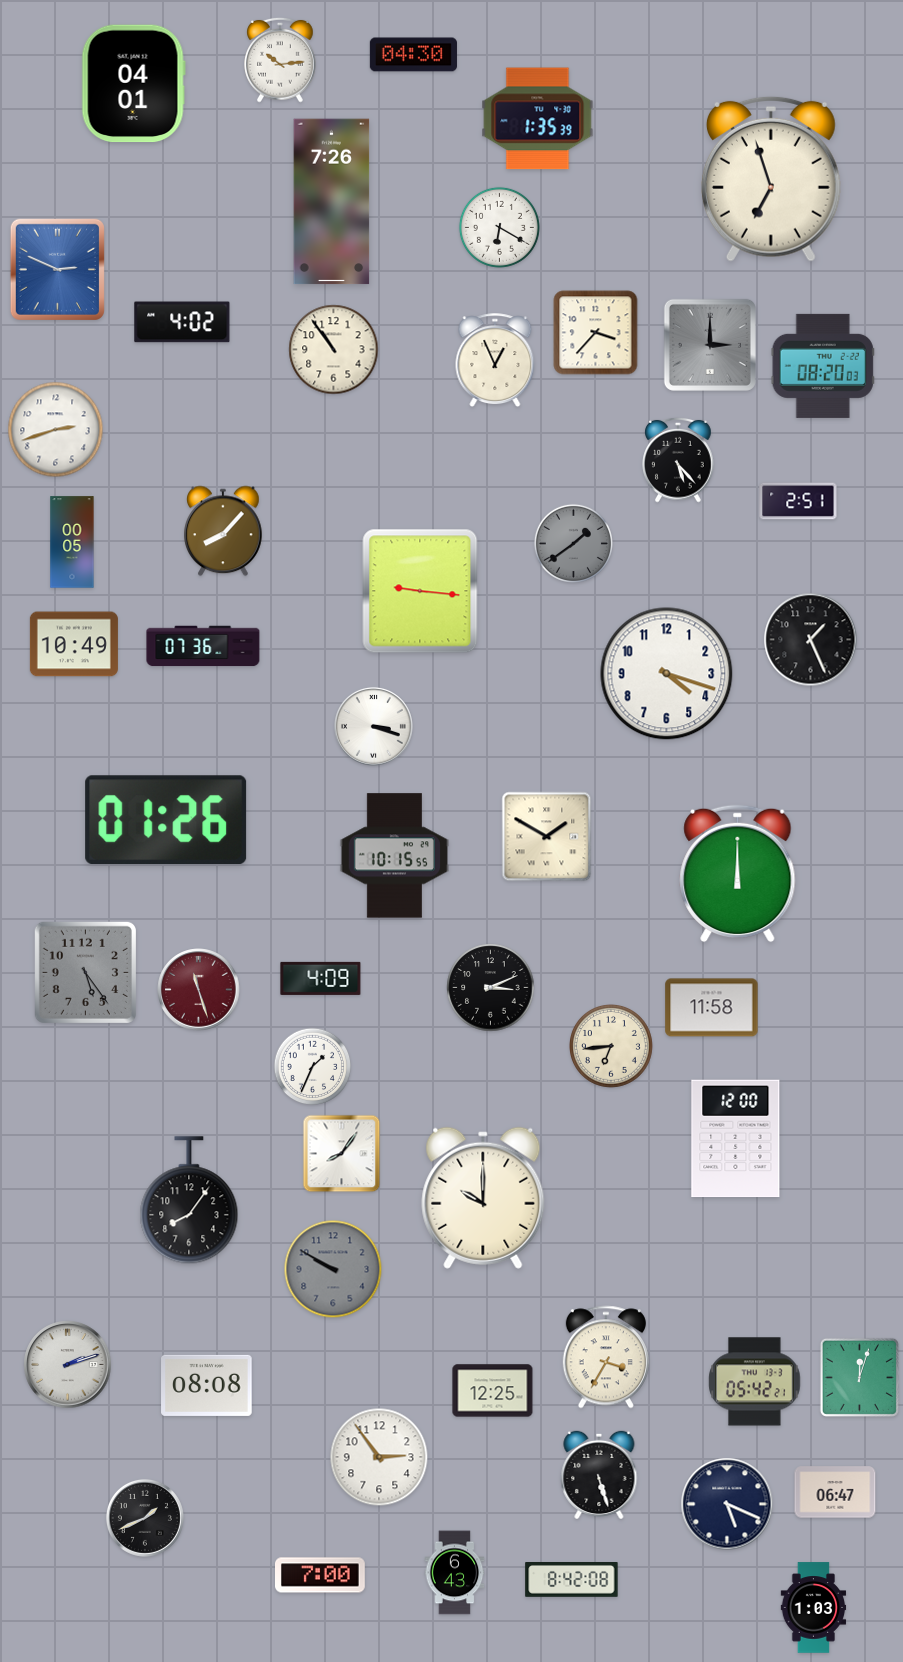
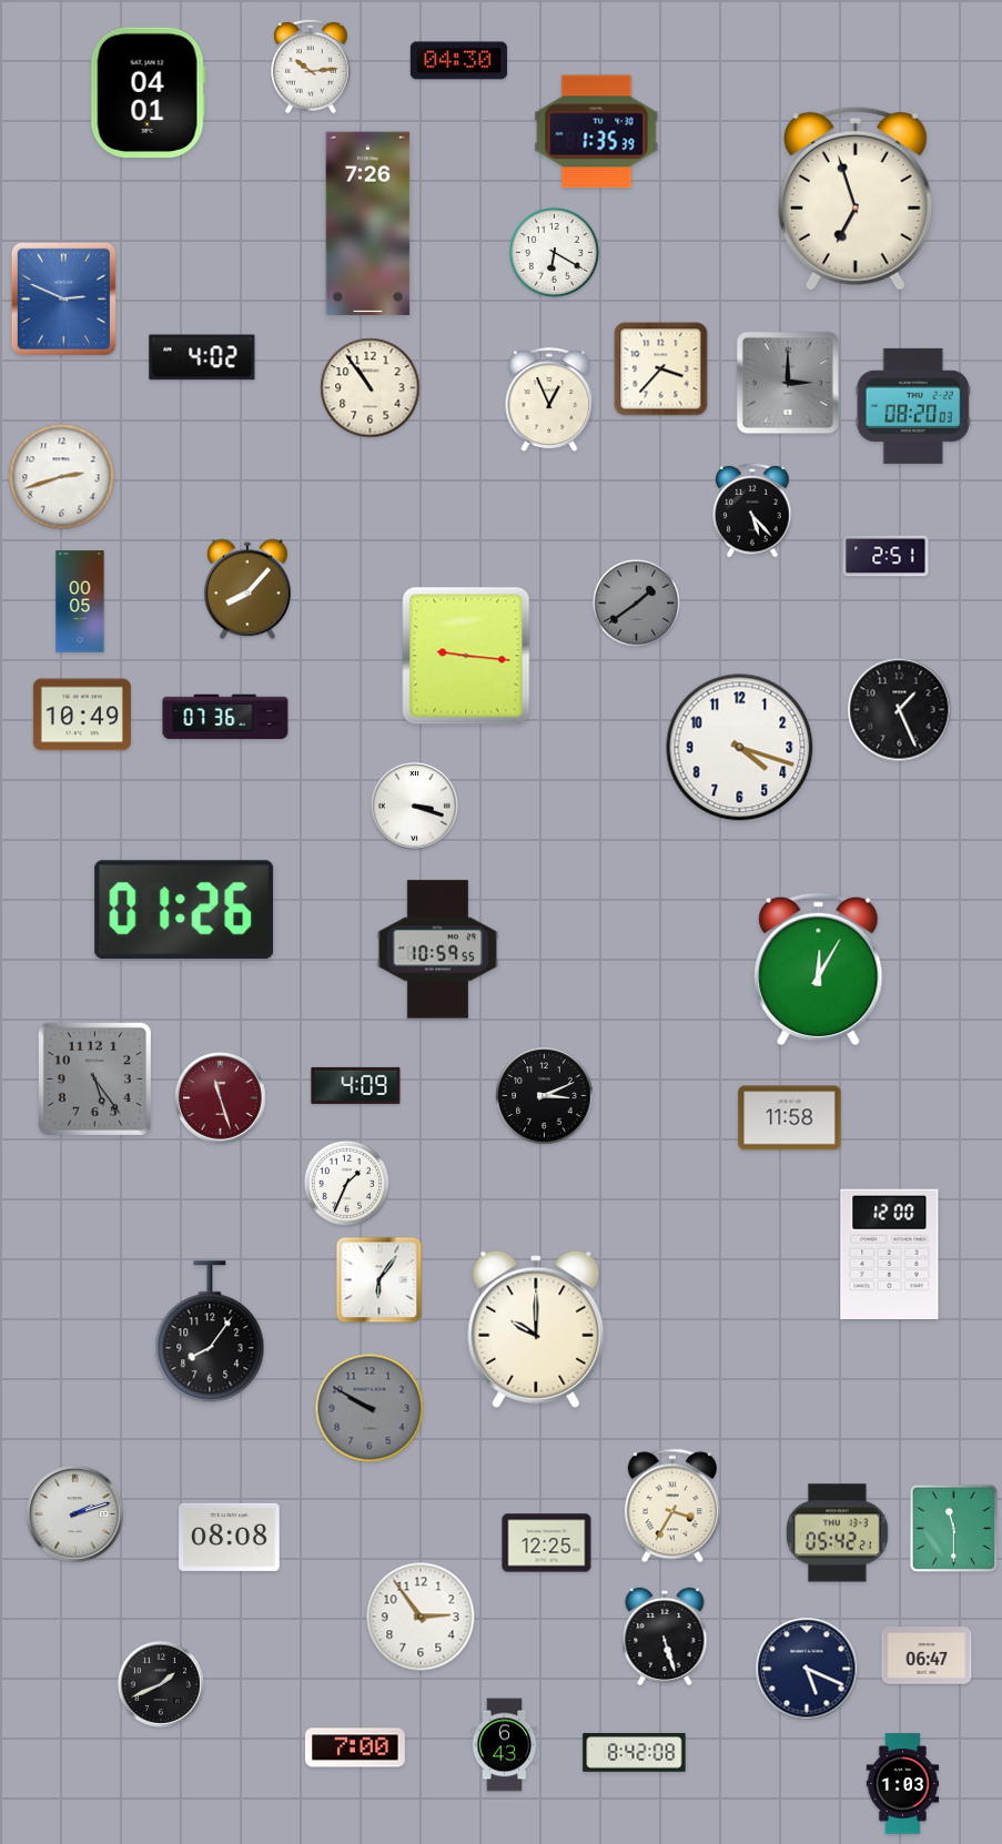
clock at (547, 837): 1:50 -> none
clock at (394, 856): 10:15 -> 10:59
clock at (738, 874): 12:00 -> 12:05
clock at (612, 1047): 6:44 -> none
clock at (736, 1139) position: (736, 1139) -> (890, 1255)
clock at (342, 1154): 8:06 -> 6:06
clock at (859, 1377): 12:03 -> 11:30
